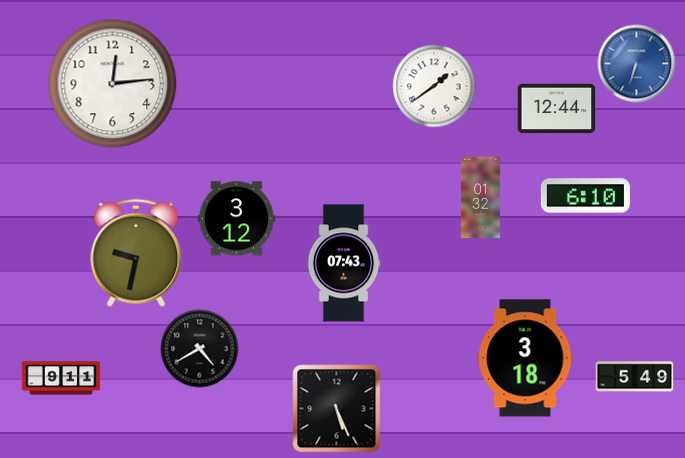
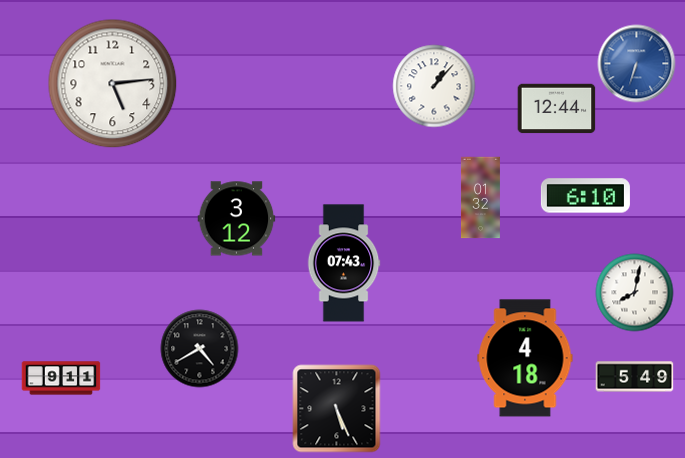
clock at (112, 83): 12:14 -> 5:14
clock at (434, 86): 1:39 -> 1:07
clock at (136, 253): 9:32 -> none
clock at (634, 292): none -> 8:02
clock at (525, 358): 3:18 -> 4:18
